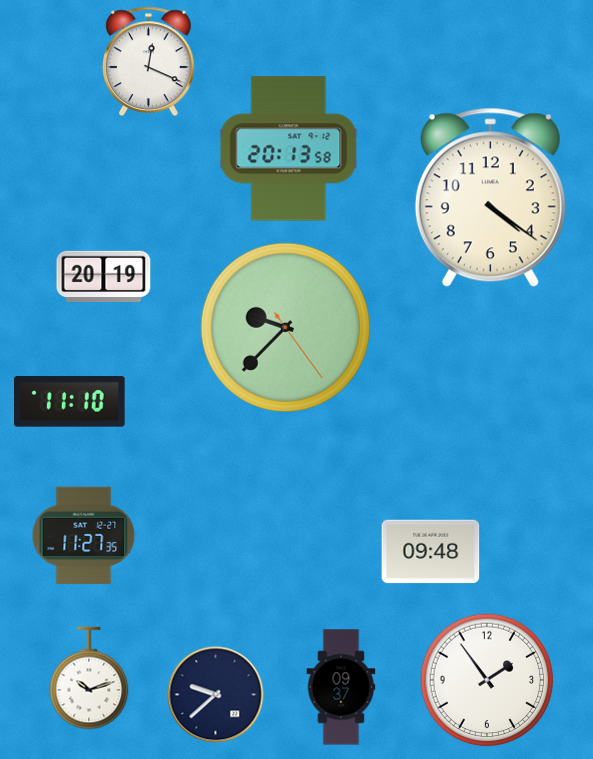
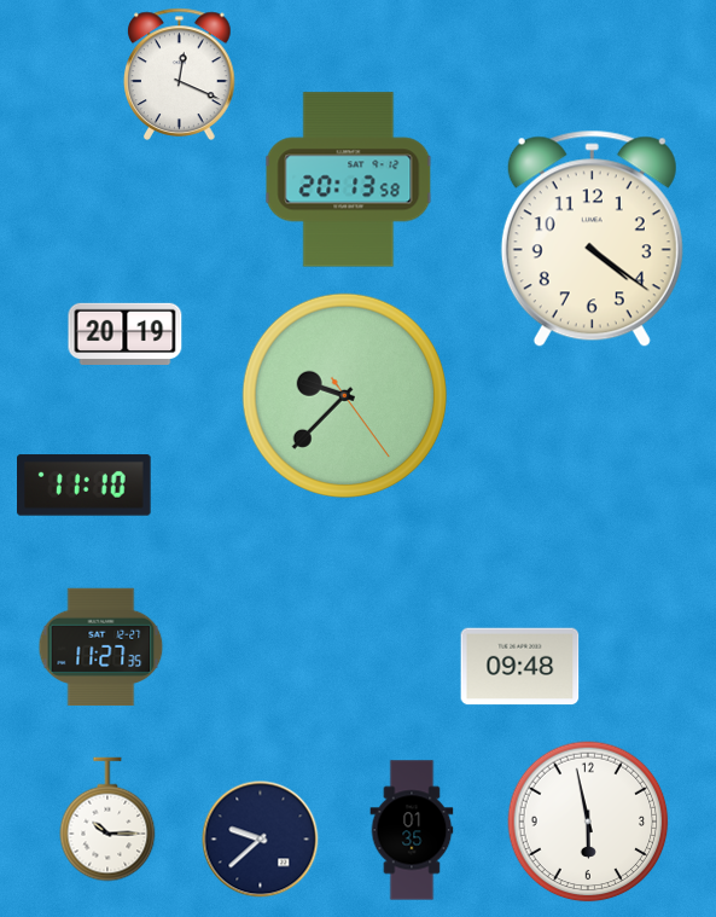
clock at (89, 678): 10:12 -> 10:15
clock at (487, 680): 1:54 -> 5:58
clock at (341, 687): 09:37 -> 01:35
